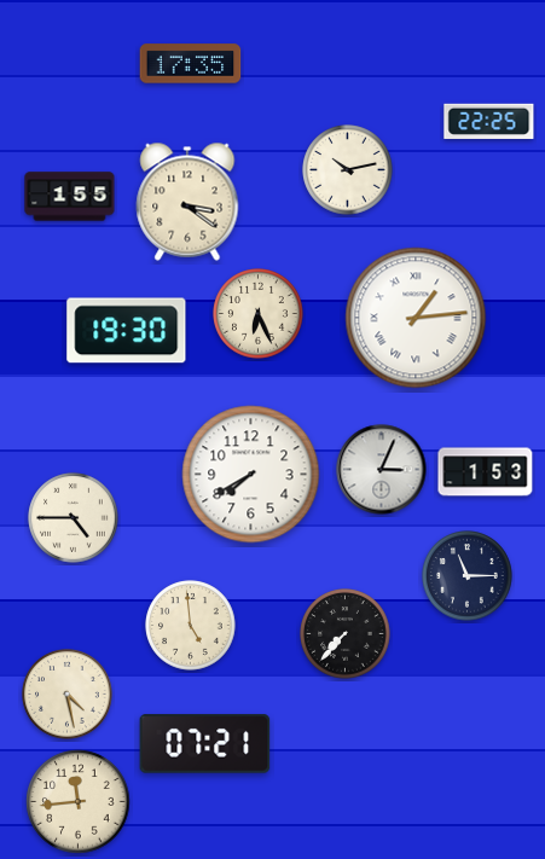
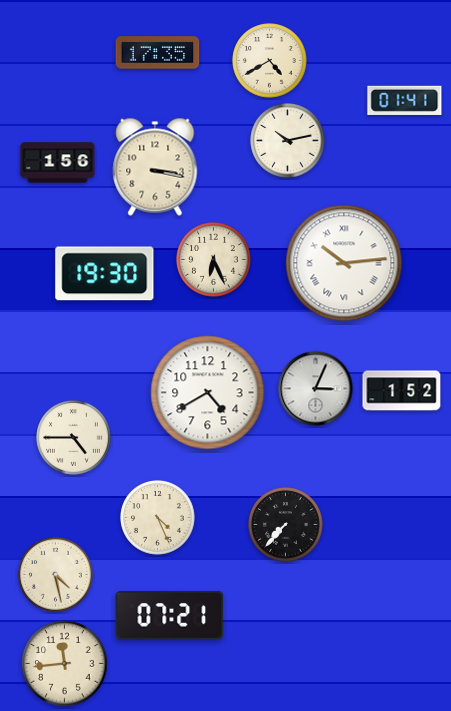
clock at (270, 61): none -> 4:40
clock at (489, 121): 22:25 -> 01:41
clock at (70, 197): 1:55 -> 1:56
clock at (187, 202): 3:21 -> 3:17
clock at (416, 318): 1:14 -> 10:14
clock at (486, 472): 1:53 -> 1:52
clock at (251, 475): 7:40 -> 4:40
clock at (74, 518) position: (74, 518) -> (74, 438)
clock at (468, 576): 11:15 -> none
clock at (191, 626): 4:59 -> 4:26
